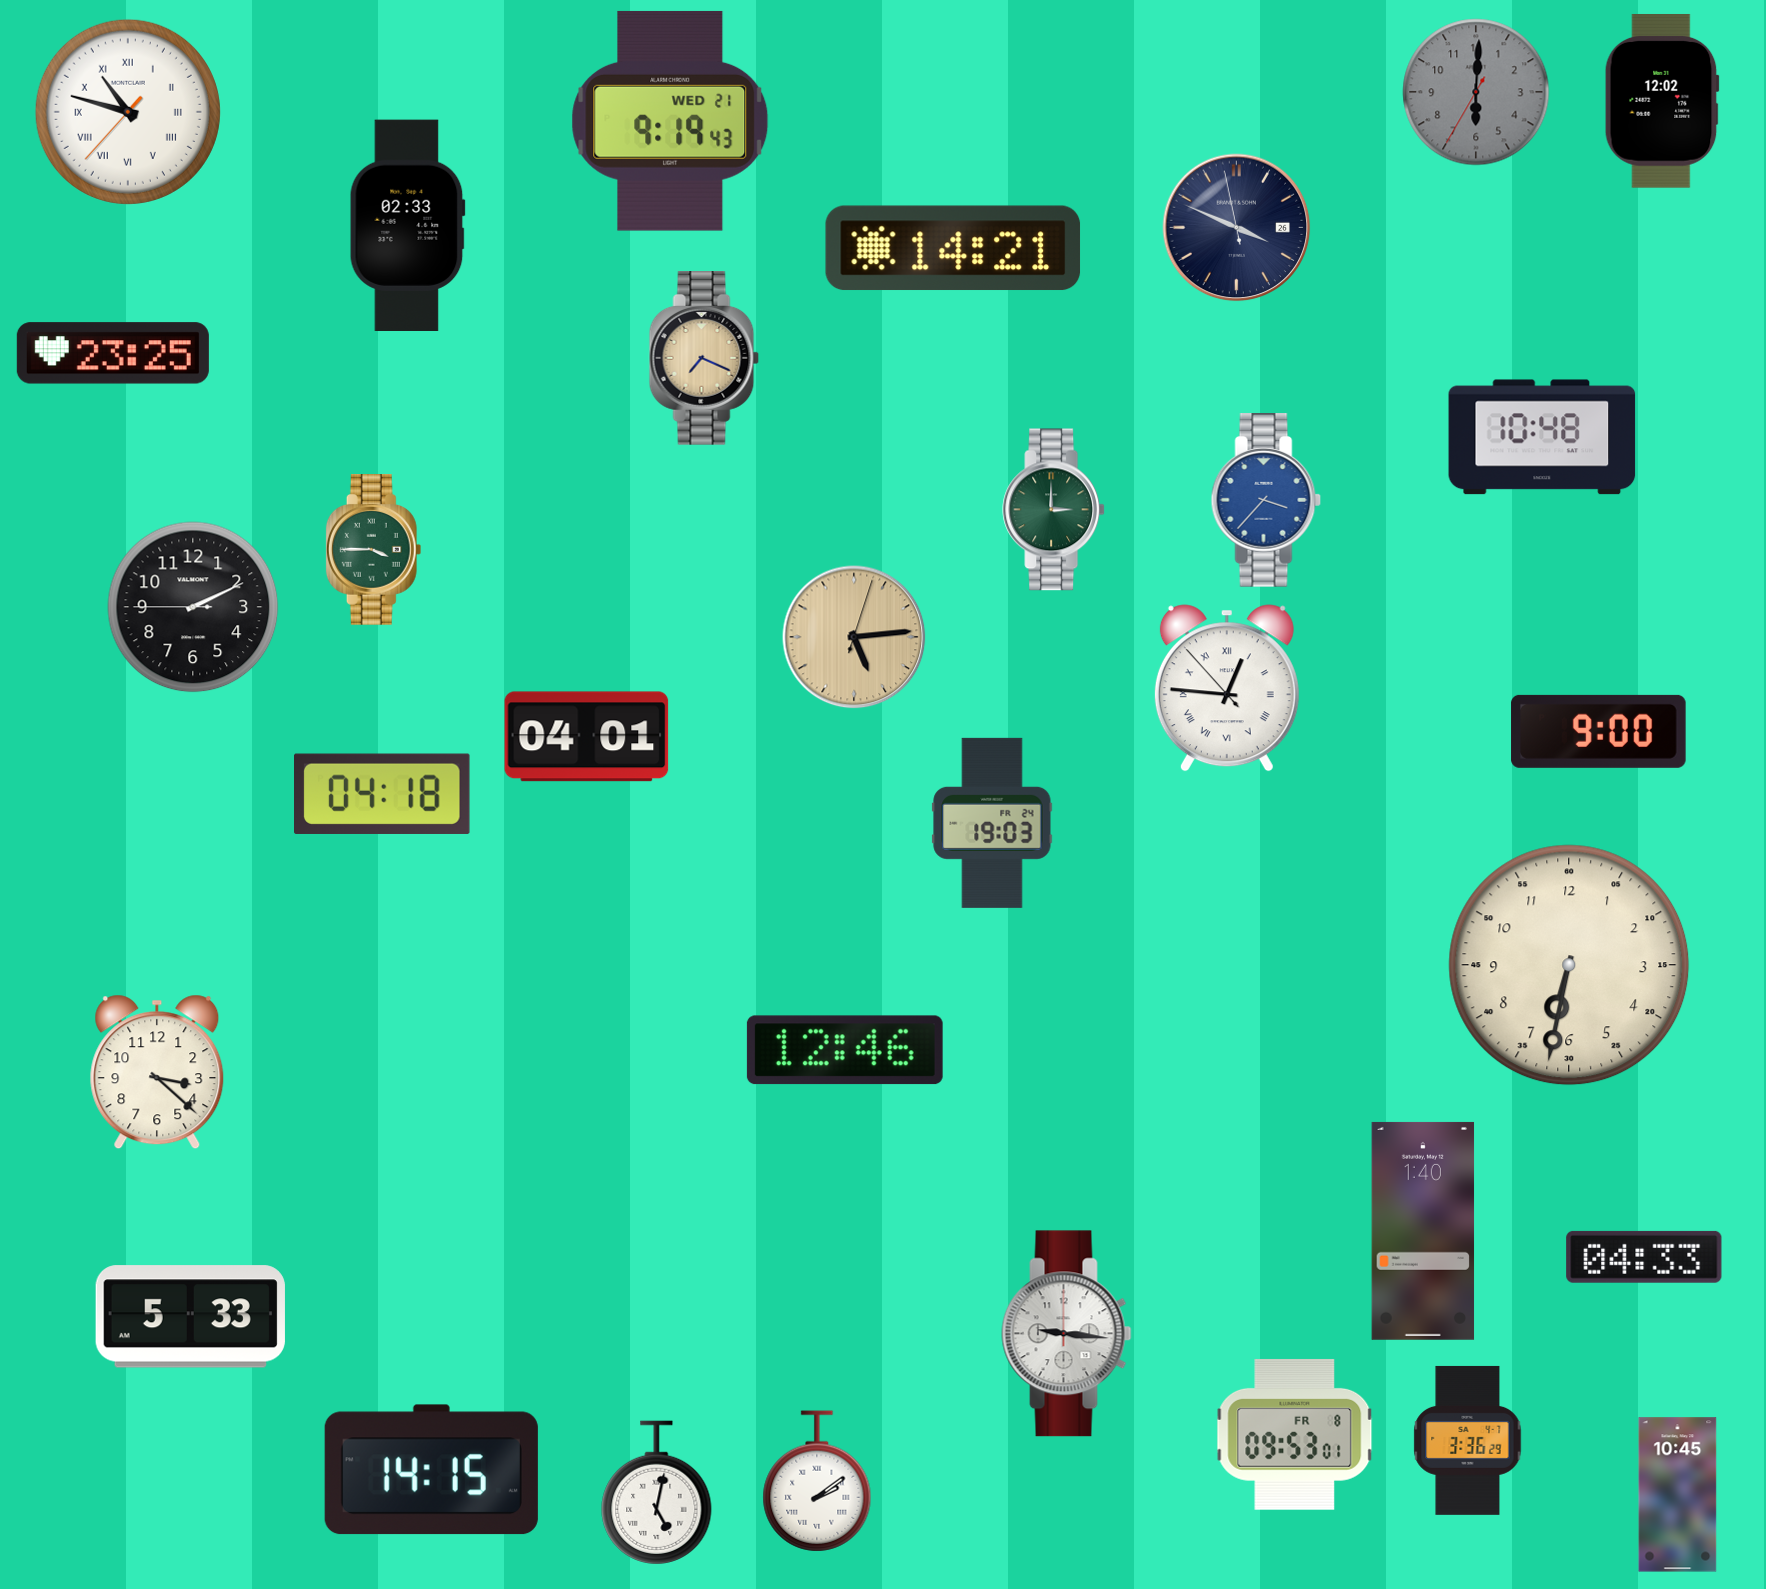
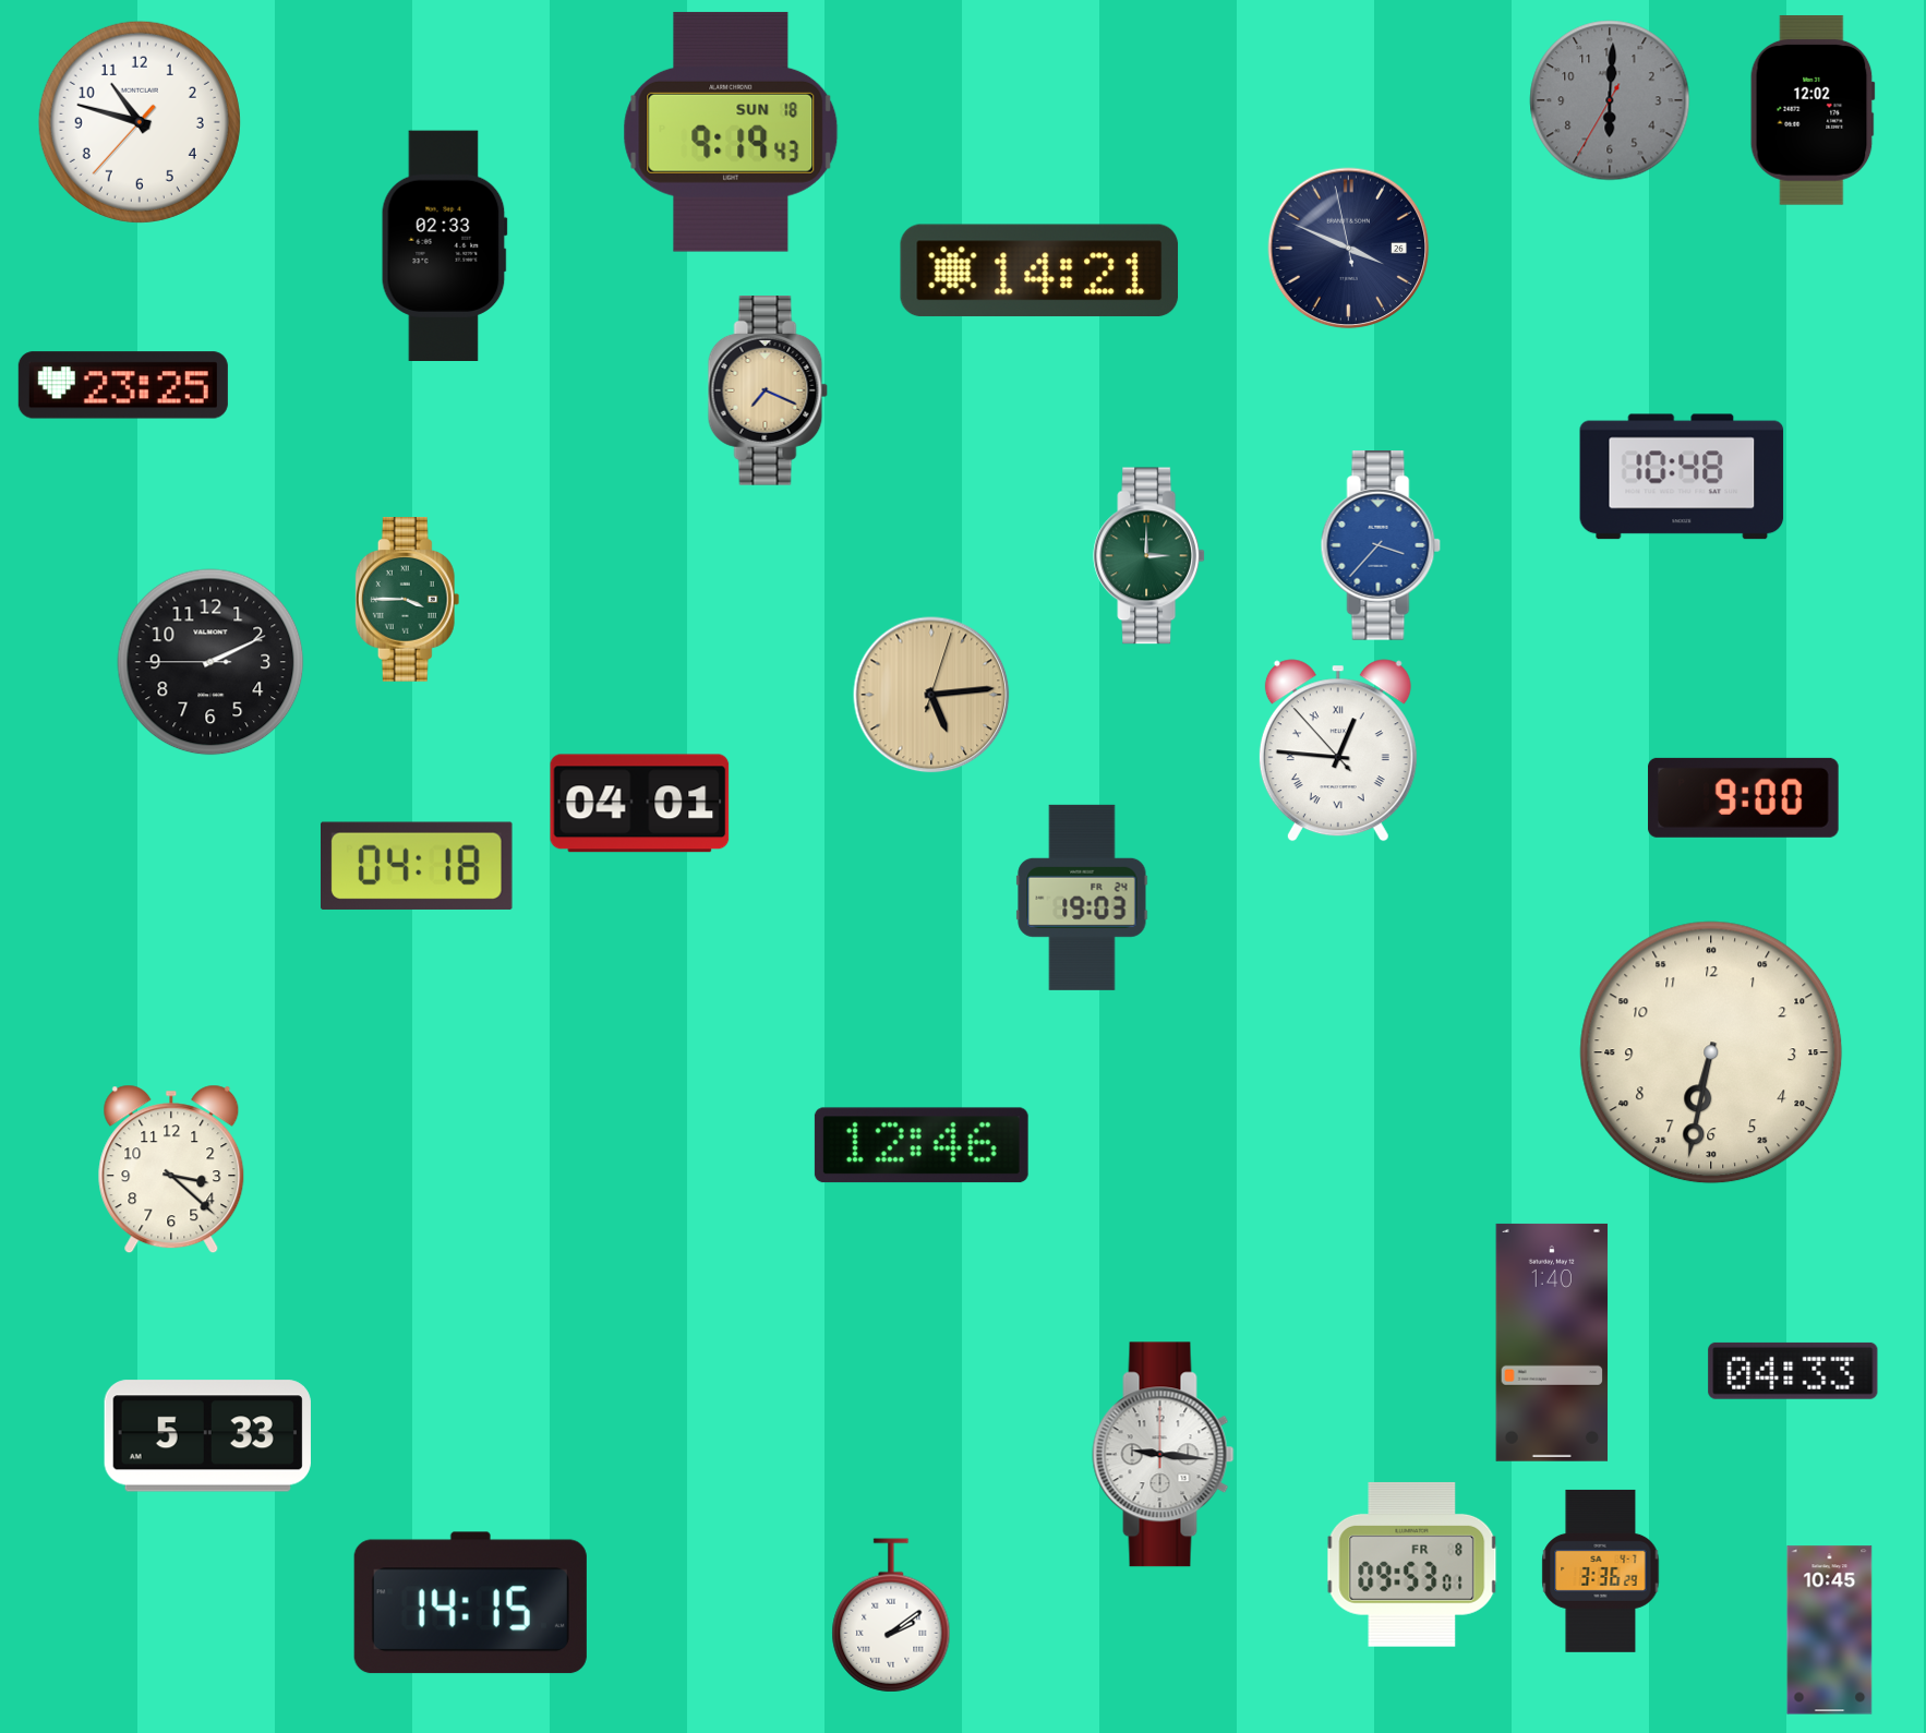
clock at (128, 112) numerals: Roman -> Arabic
clock at (670, 121) date: WED 21 -> SUN 18
clock at (657, 1493): 5:02 -> none
